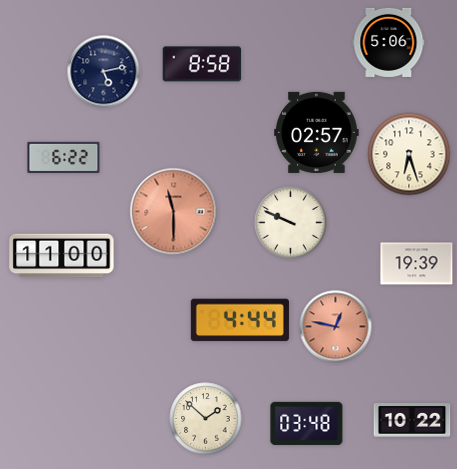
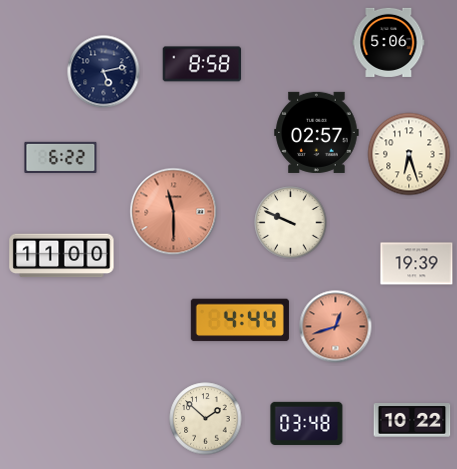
clock at (64, 157) position: (64, 157) -> (61, 157)
clock at (336, 327): 12:47 -> 12:42
